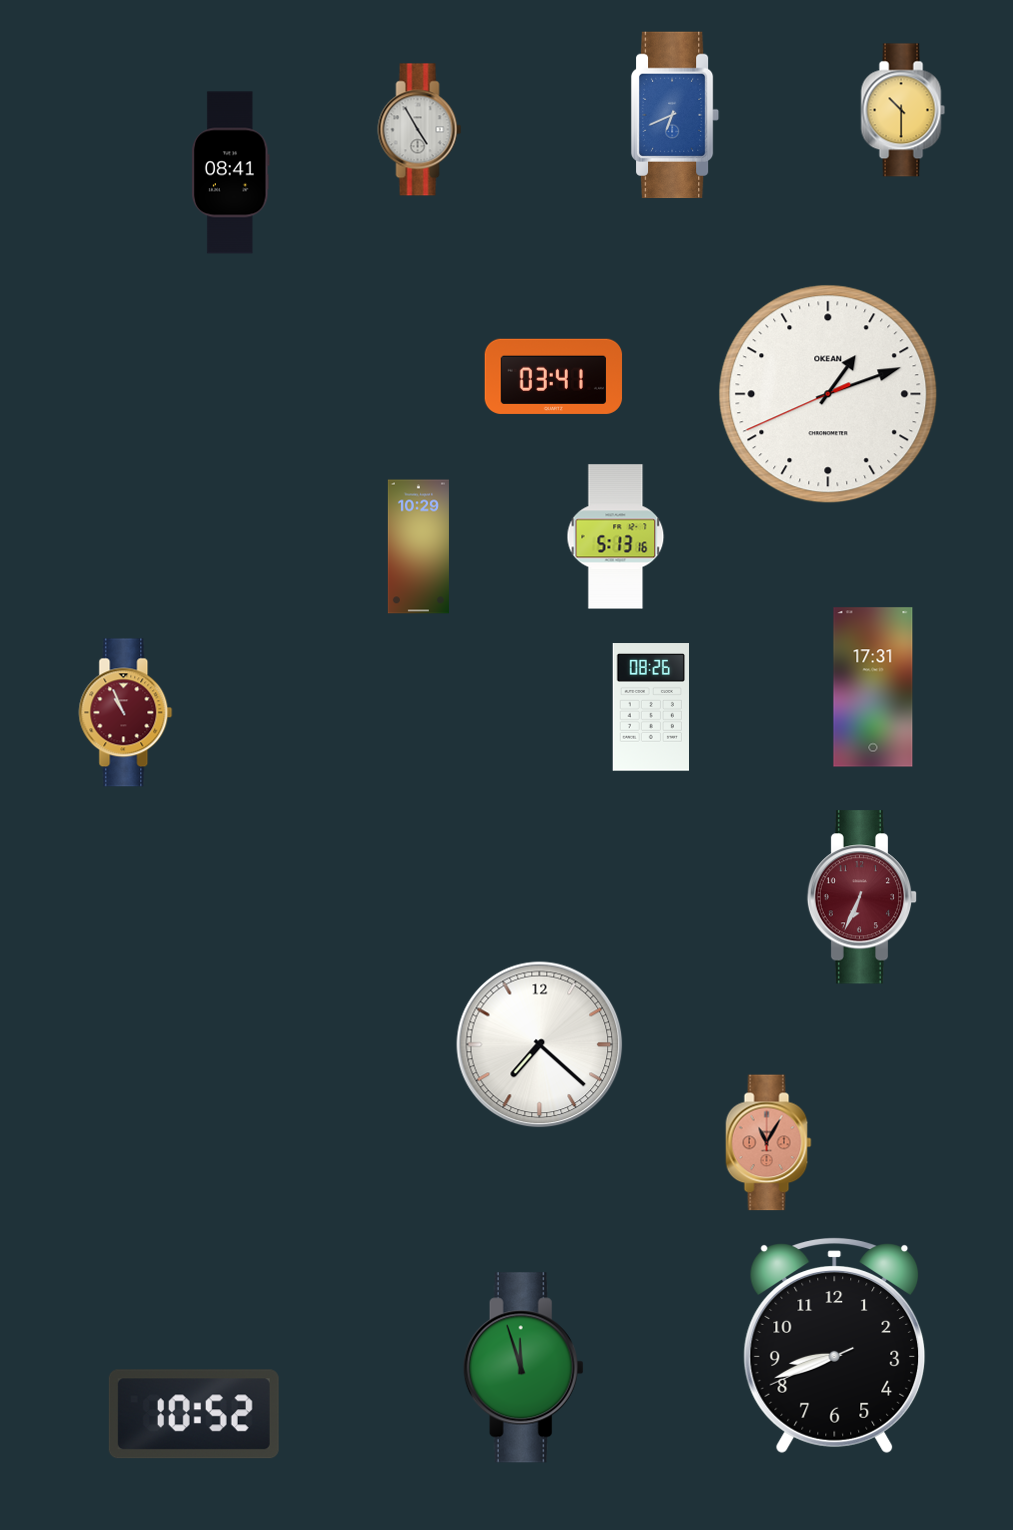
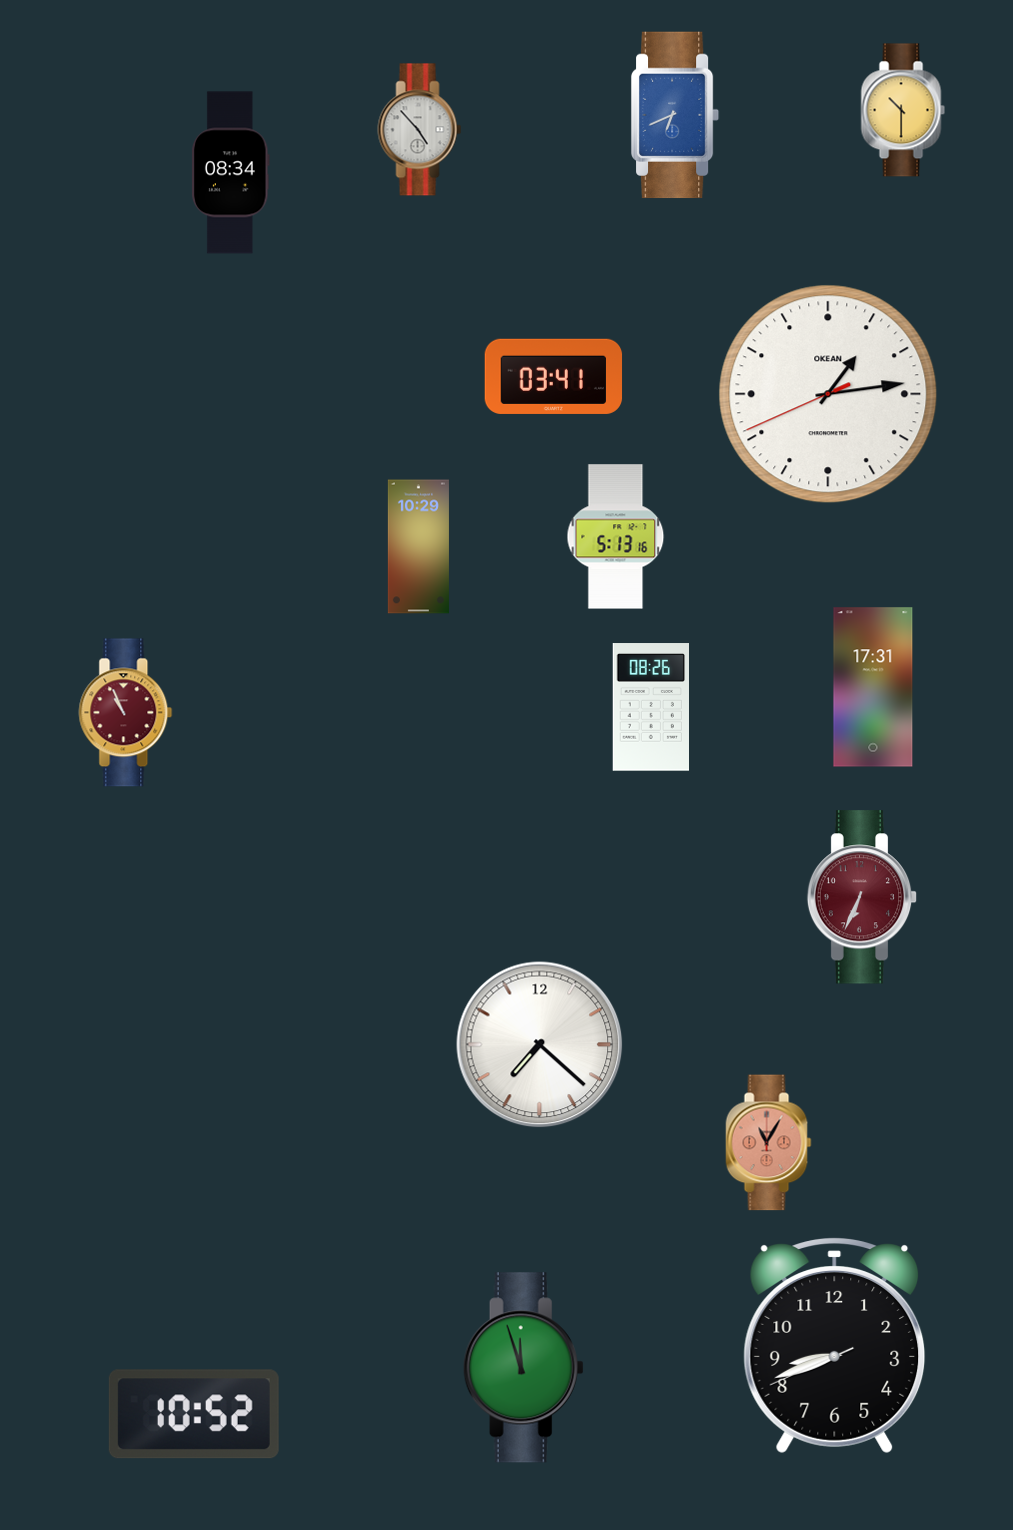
clock at (420, 130): 4:55 -> 4:53
clock at (231, 173): 08:41 -> 08:34
clock at (828, 394): 1:11 -> 1:13
